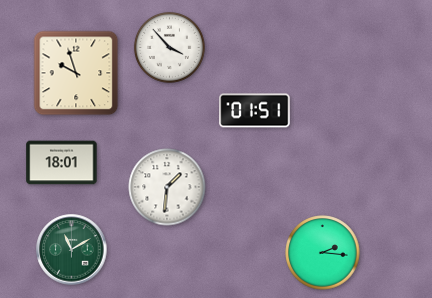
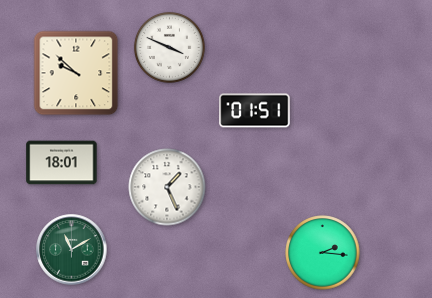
clock at (169, 47): 3:53 -> 3:49
clock at (76, 73): 9:57 -> 9:52
clock at (167, 187): 1:31 -> 1:26
